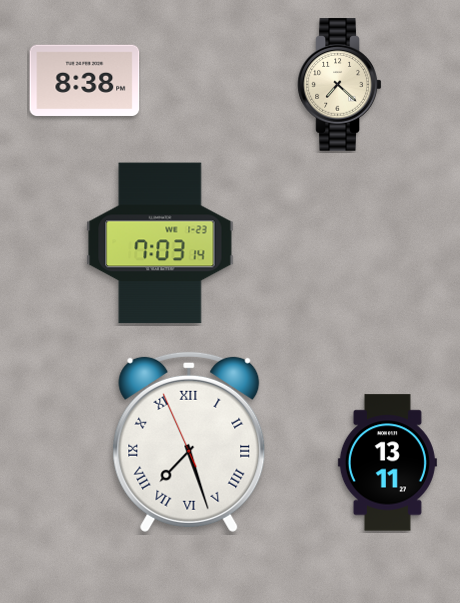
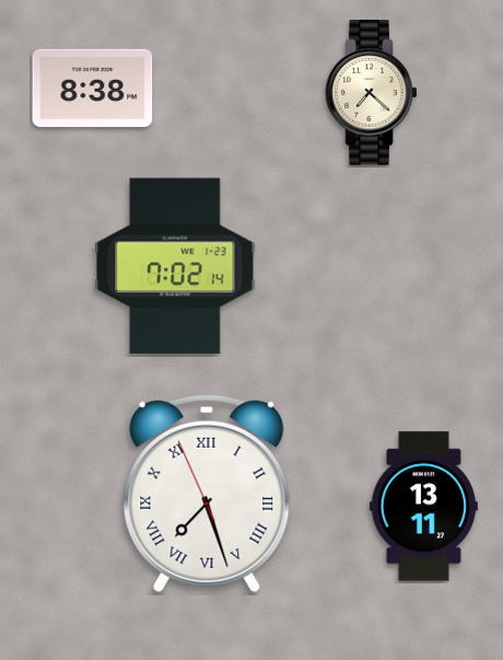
clock at (160, 243): 7:03 -> 7:02
clock at (189, 442) position: (189, 442) -> (207, 494)
